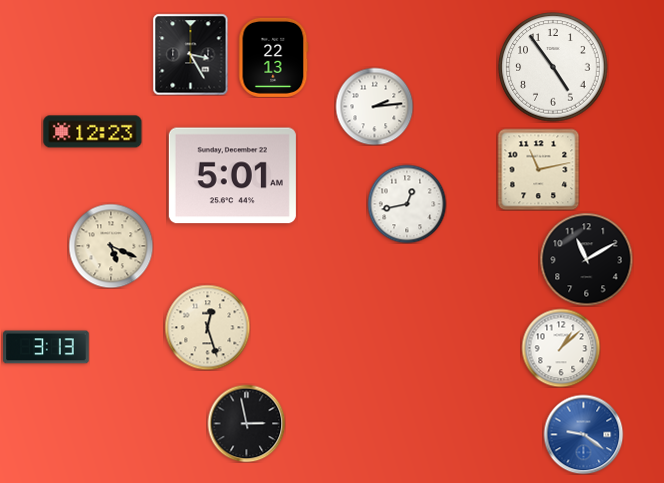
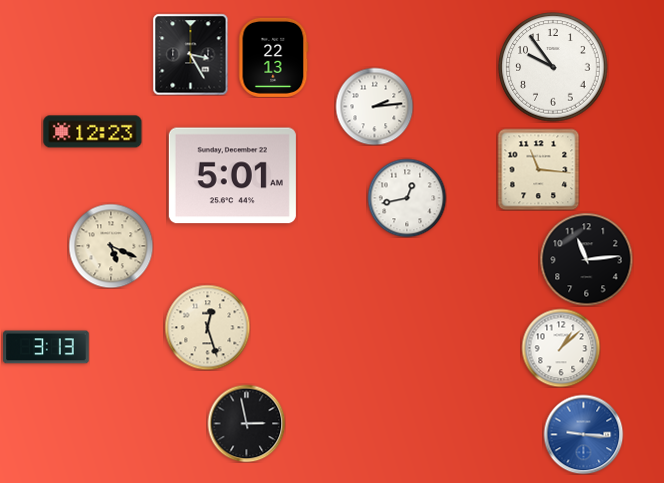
clock at (553, 67): 4:54 -> 9:54
clock at (538, 169): 11:13 -> 11:16
clock at (407, 204) position: (407, 204) -> (407, 198)
clock at (586, 259): 11:10 -> 11:14
clock at (583, 434): 9:21 -> 9:16
